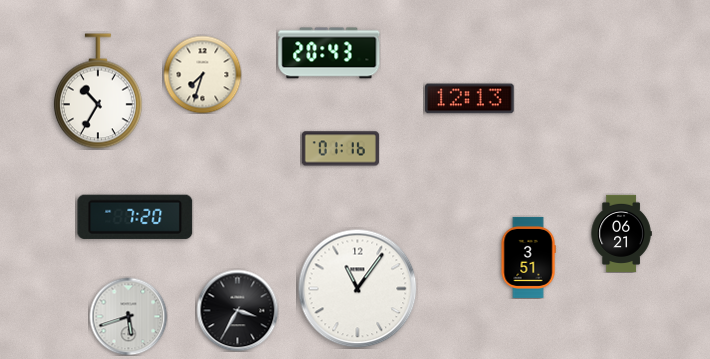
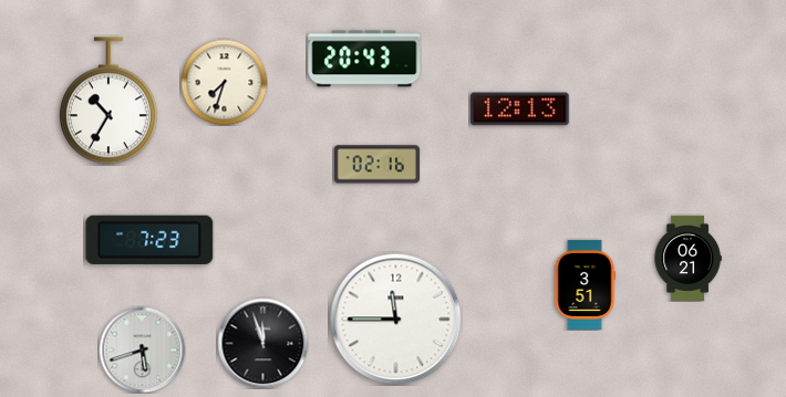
clock at (340, 149): 01:16 -> 02:16
clock at (135, 217): 7:20 -> 7:23
clock at (358, 289): 11:06 -> 11:45
clock at (237, 310): 3:35 -> 11:57
